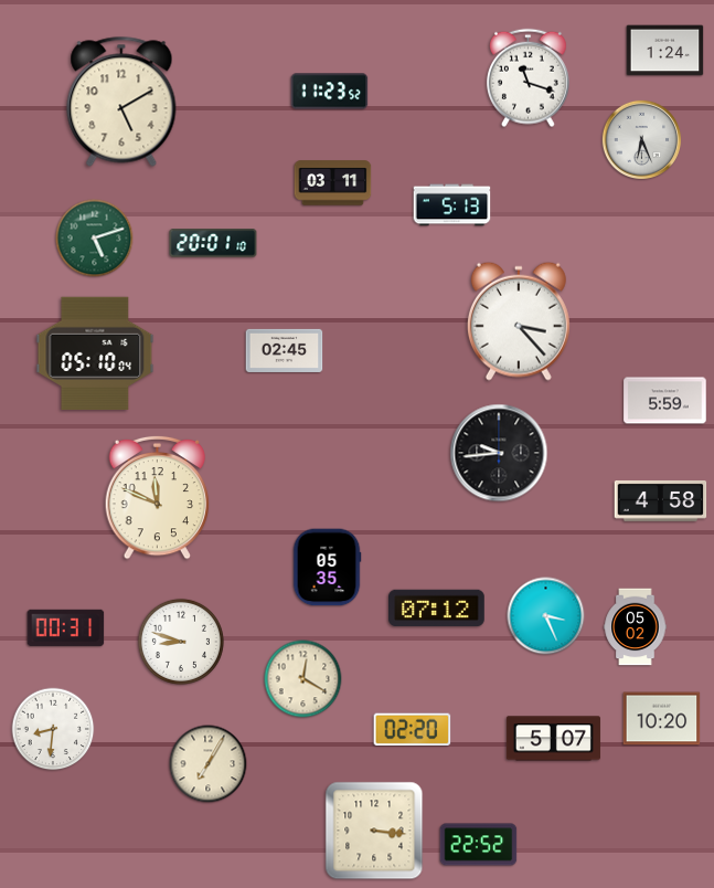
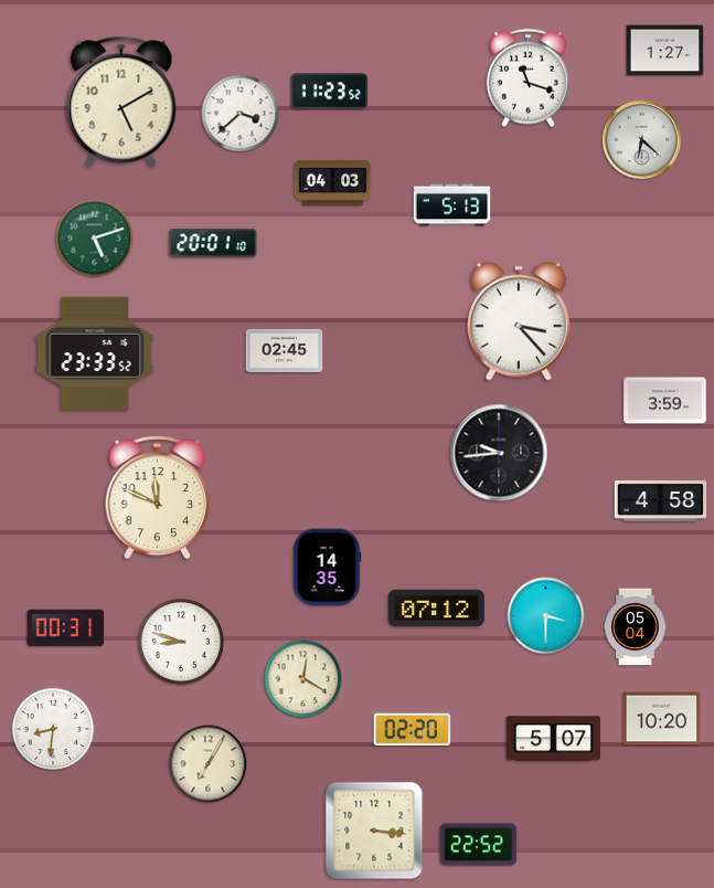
clock at (665, 51): 1:24 -> 1:27
clock at (241, 114): none -> 3:38
clock at (642, 140): 6:26 -> 6:22
clock at (333, 183): 03:11 -> 04:03
clock at (95, 352): 05:10 -> 23:33
clock at (665, 401): 5:59 -> 3:59
clock at (327, 568): 05:35 -> 14:35
clock at (546, 616): 3:26 -> 3:30
clock at (636, 627): 05:02 -> 05:04
